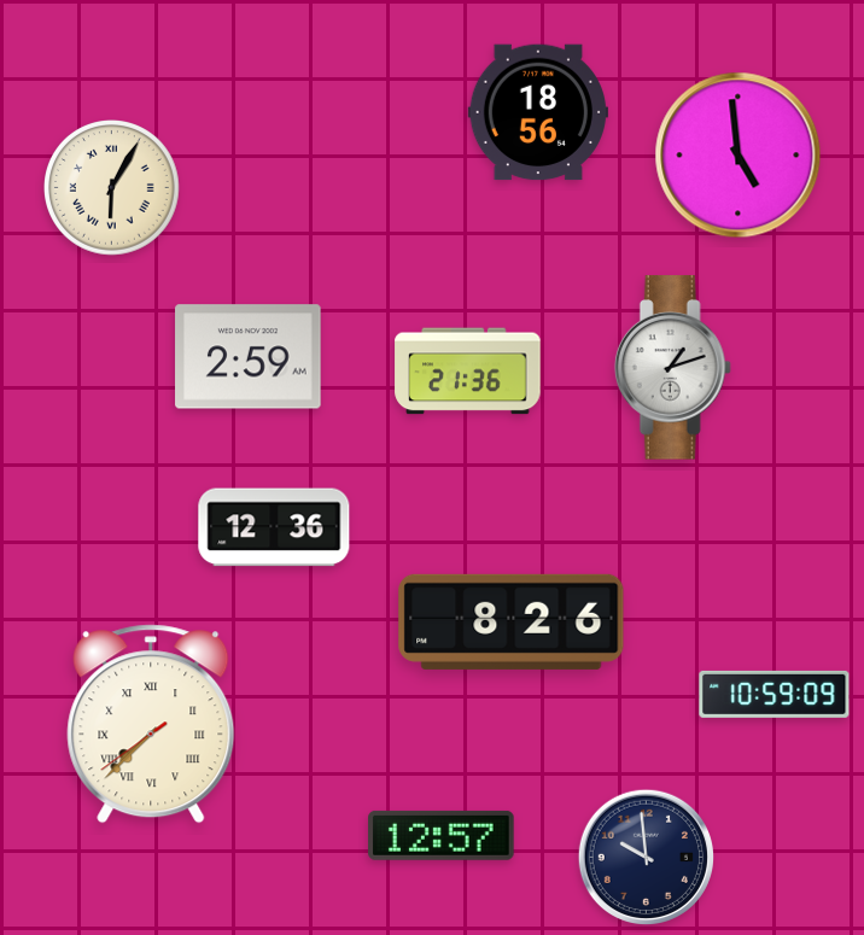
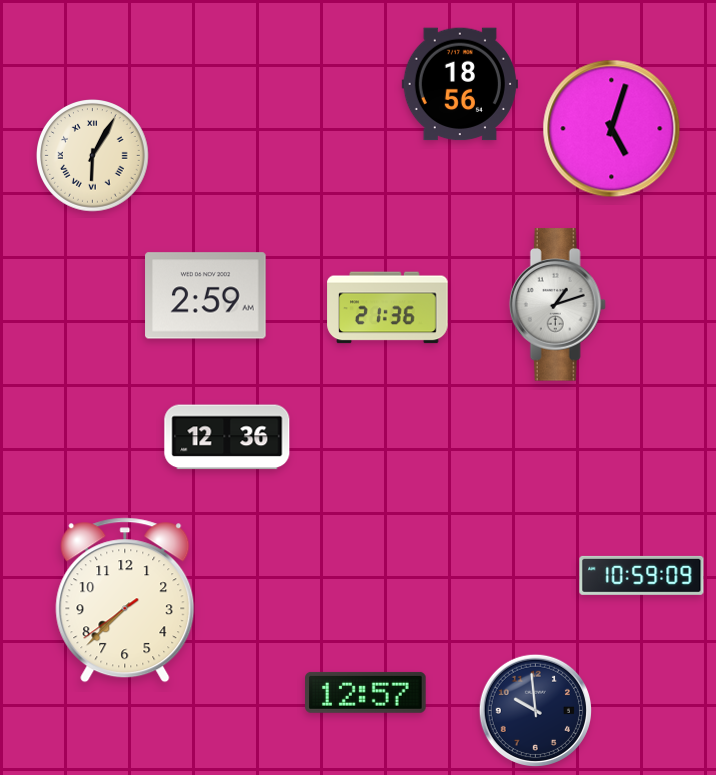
clock at (538, 112) position: (538, 112) -> (460, 84)
clock at (739, 156): 4:59 -> 5:03
clock at (512, 621): 8:26 -> none
clock at (151, 724) numerals: Roman -> Arabic
